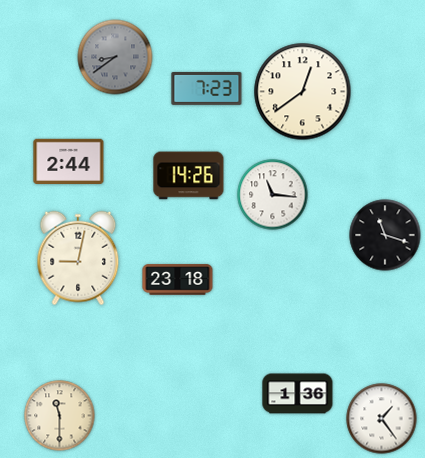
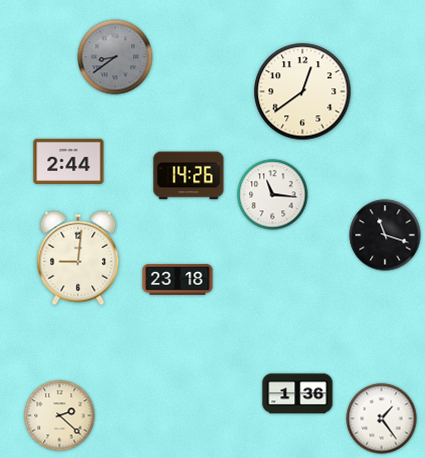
clock at (207, 88): 7:23 -> none
clock at (78, 258): 9:02 -> 9:01
clock at (60, 416): 11:30 -> 2:22
